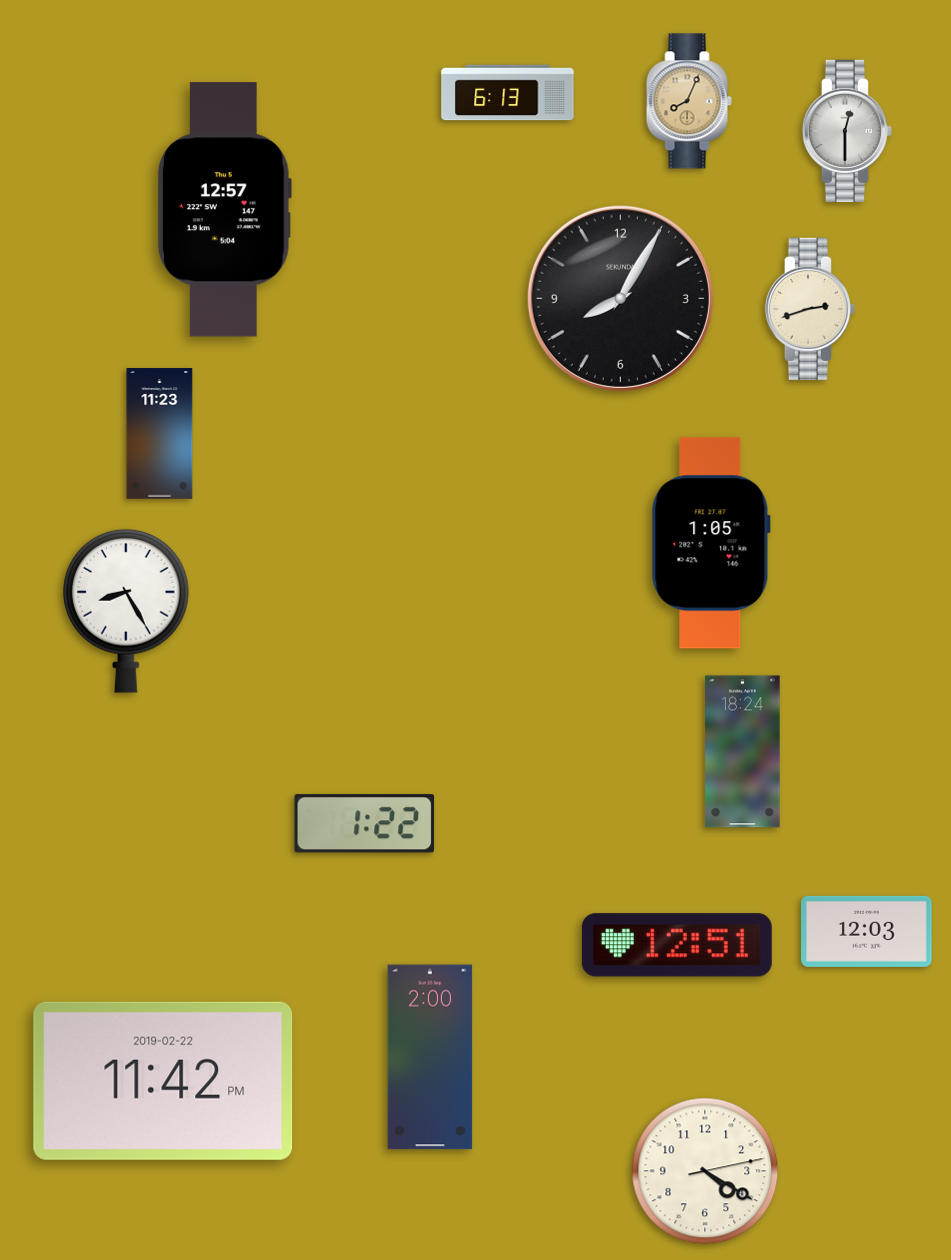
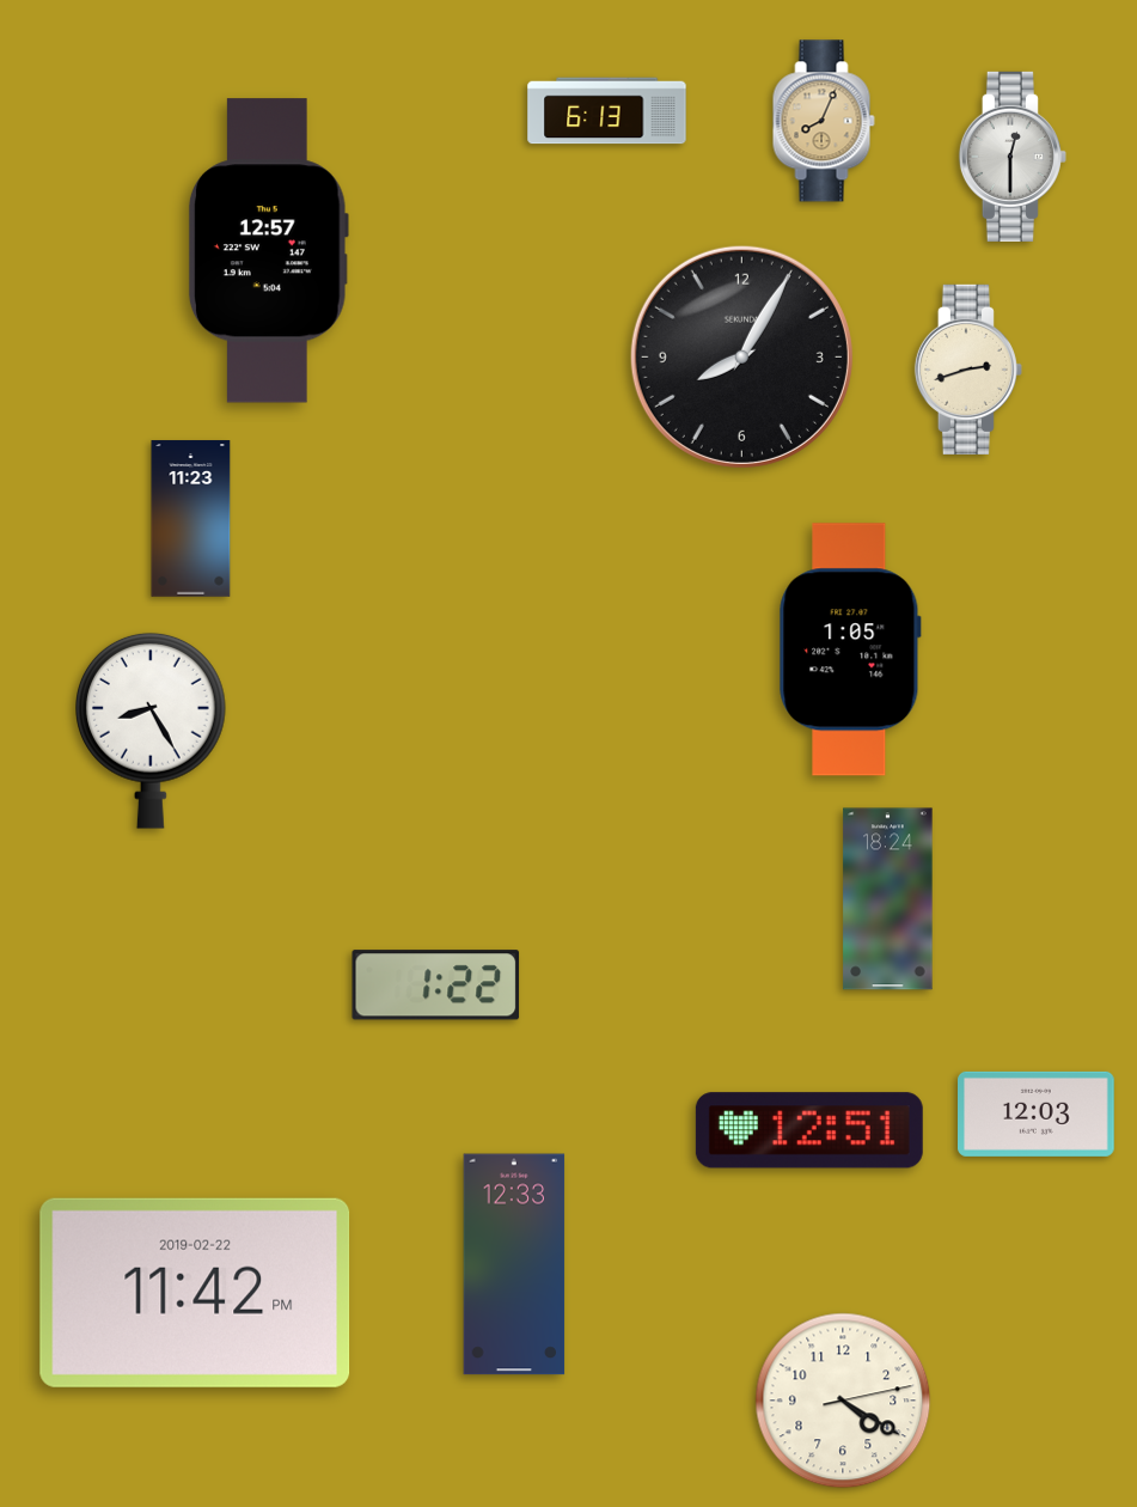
clock at (430, 1057): 2:00 -> 12:33
